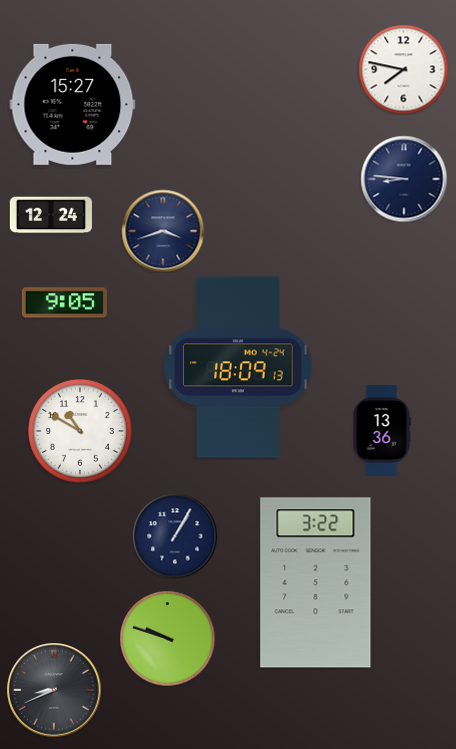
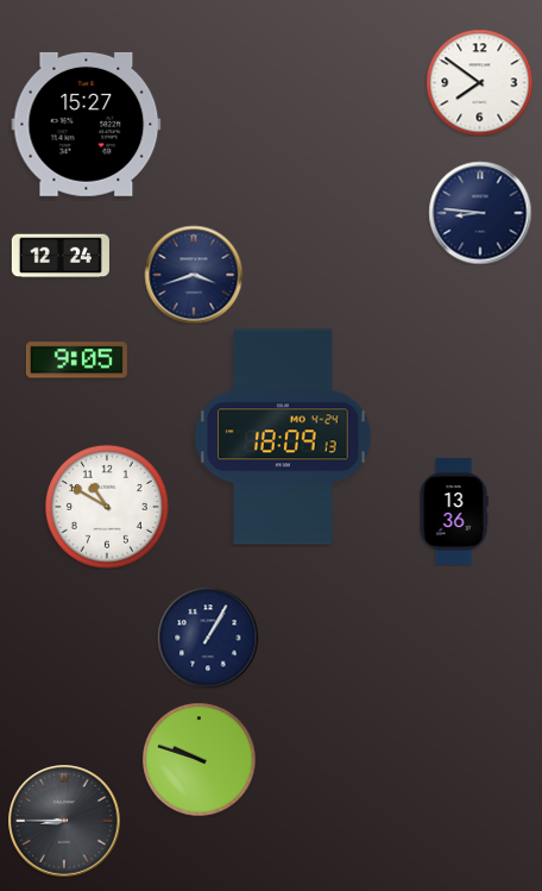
clock at (403, 69): 7:47 -> 7:51
clock at (80, 431) position: (80, 431) -> (107, 507)
clock at (316, 583): 3:22 -> none
clock at (54, 690): 8:41 -> 8:45
